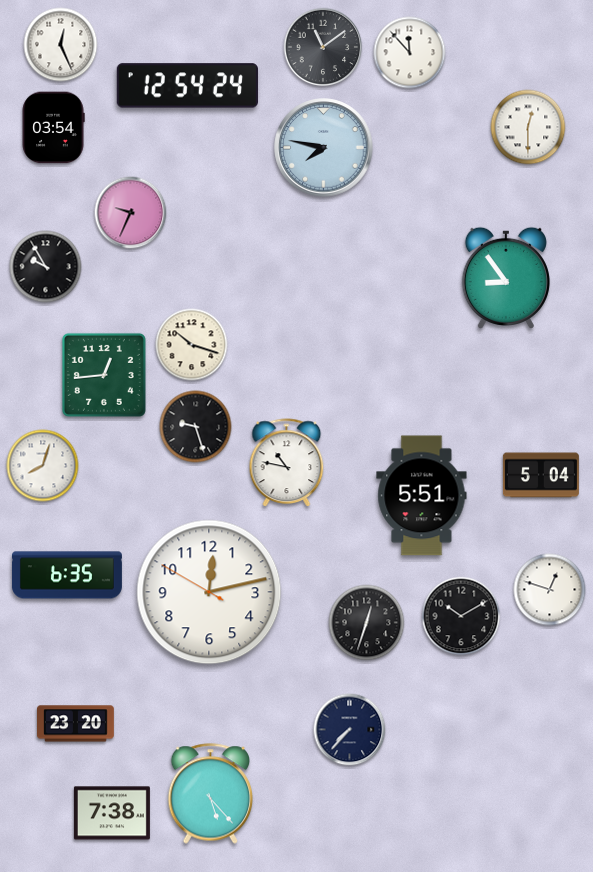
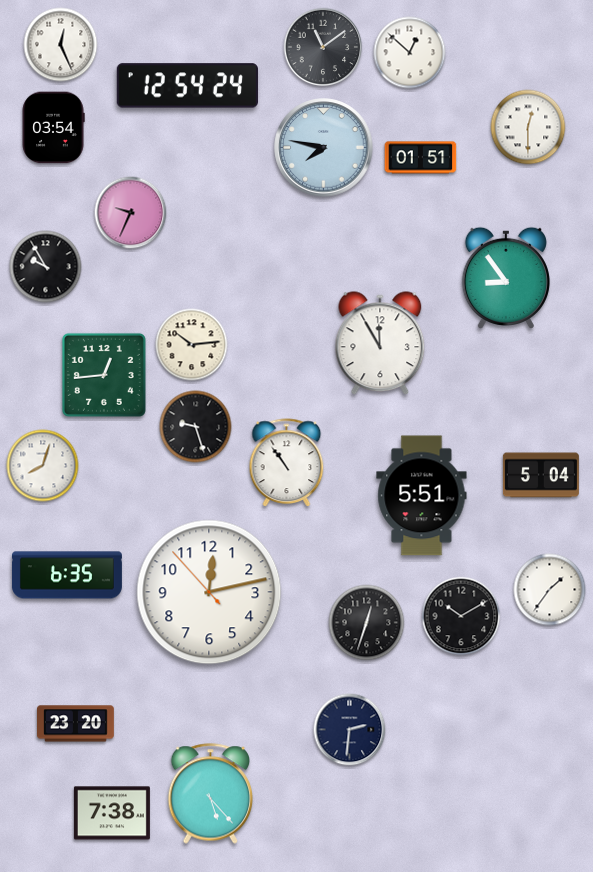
clock at (410, 53): 11:53 -> 12:52
clock at (421, 158): none -> 01:51
clock at (380, 344): none -> 11:55
clock at (192, 345): 10:18 -> 10:14
clock at (287, 463): 10:47 -> 10:54
clock at (550, 590): 12:48 -> 1:36
clock at (209, 592): 12:12:50 -> 12:12:53
clock at (350, 730): 7:37 -> 2:31
